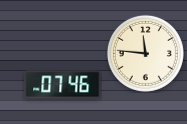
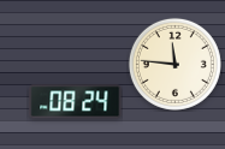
clock at (63, 85): 07:46 -> 08:24
